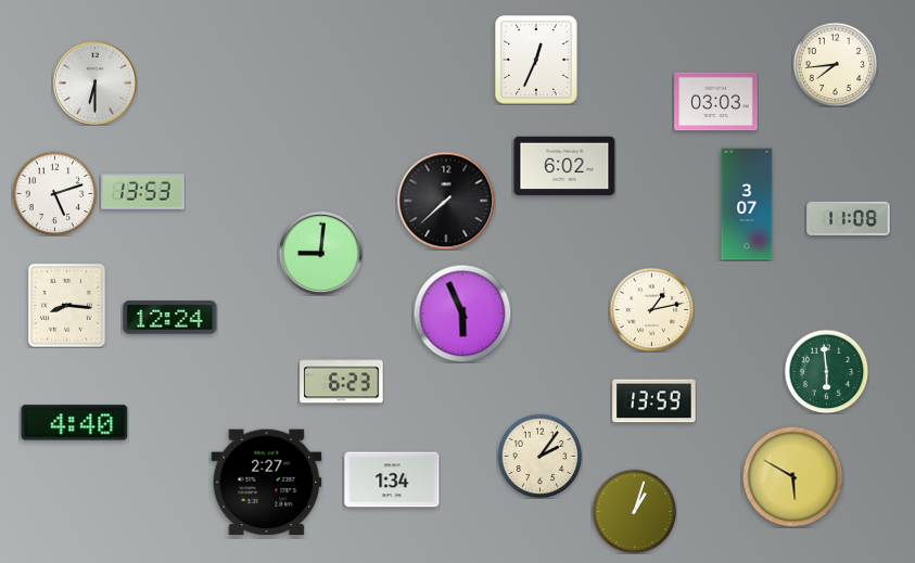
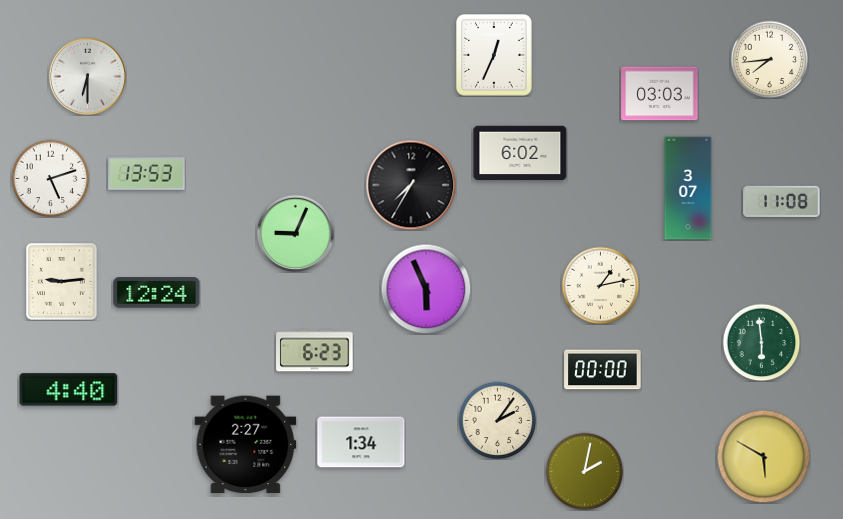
clock at (143, 192) position: (143, 192) -> (147, 174)
clock at (446, 201): 7:38 -> 7:35
clock at (320, 253): 9:01 -> 9:04
clock at (67, 306): 8:16 -> 9:14
clock at (655, 401): 13:59 -> 00:00
clock at (792, 476) position: (792, 476) -> (763, 456)
clock at (634, 511): 1:03 -> 2:02
